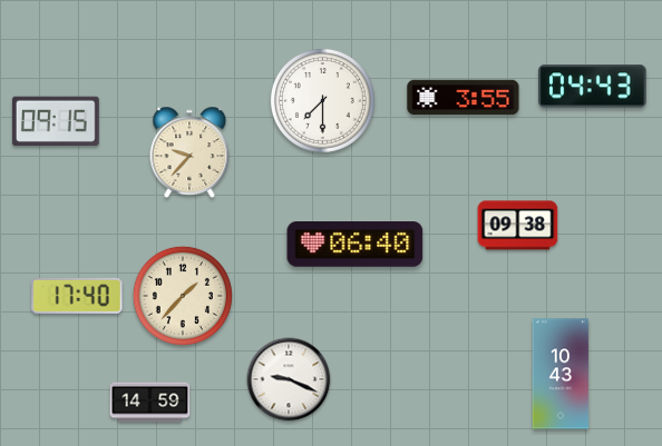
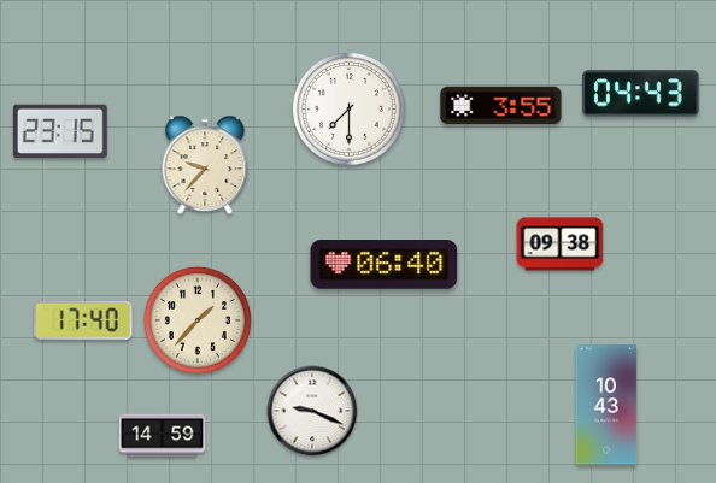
clock at (56, 120): 09:15 -> 23:15
